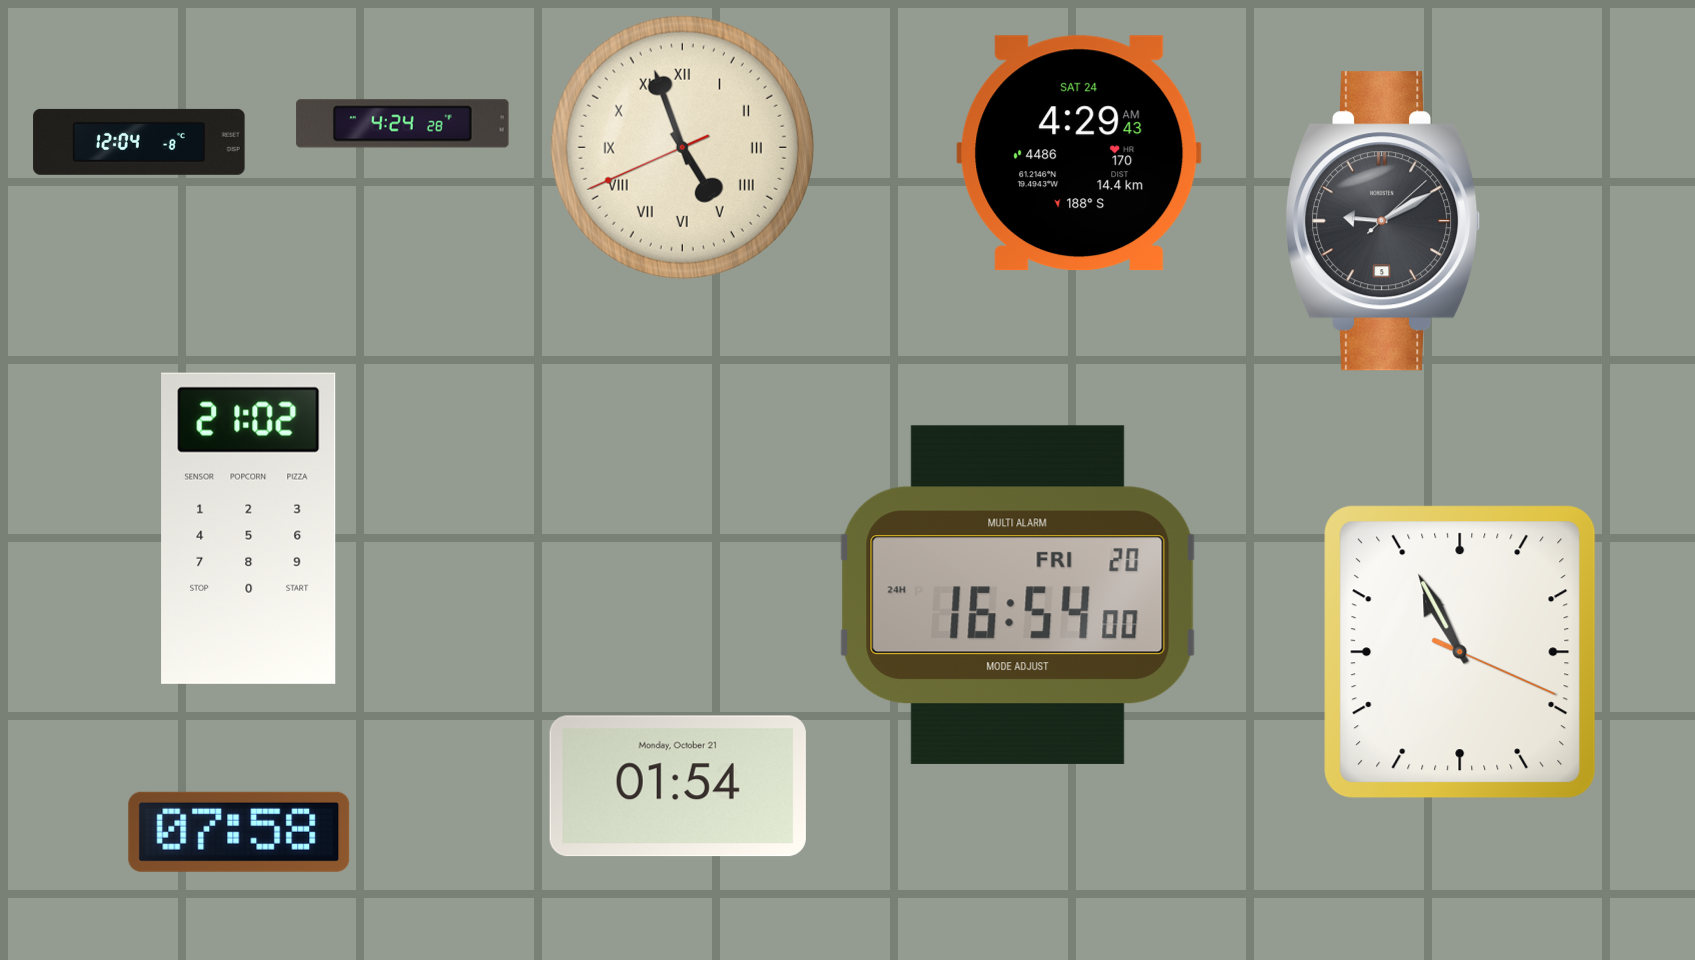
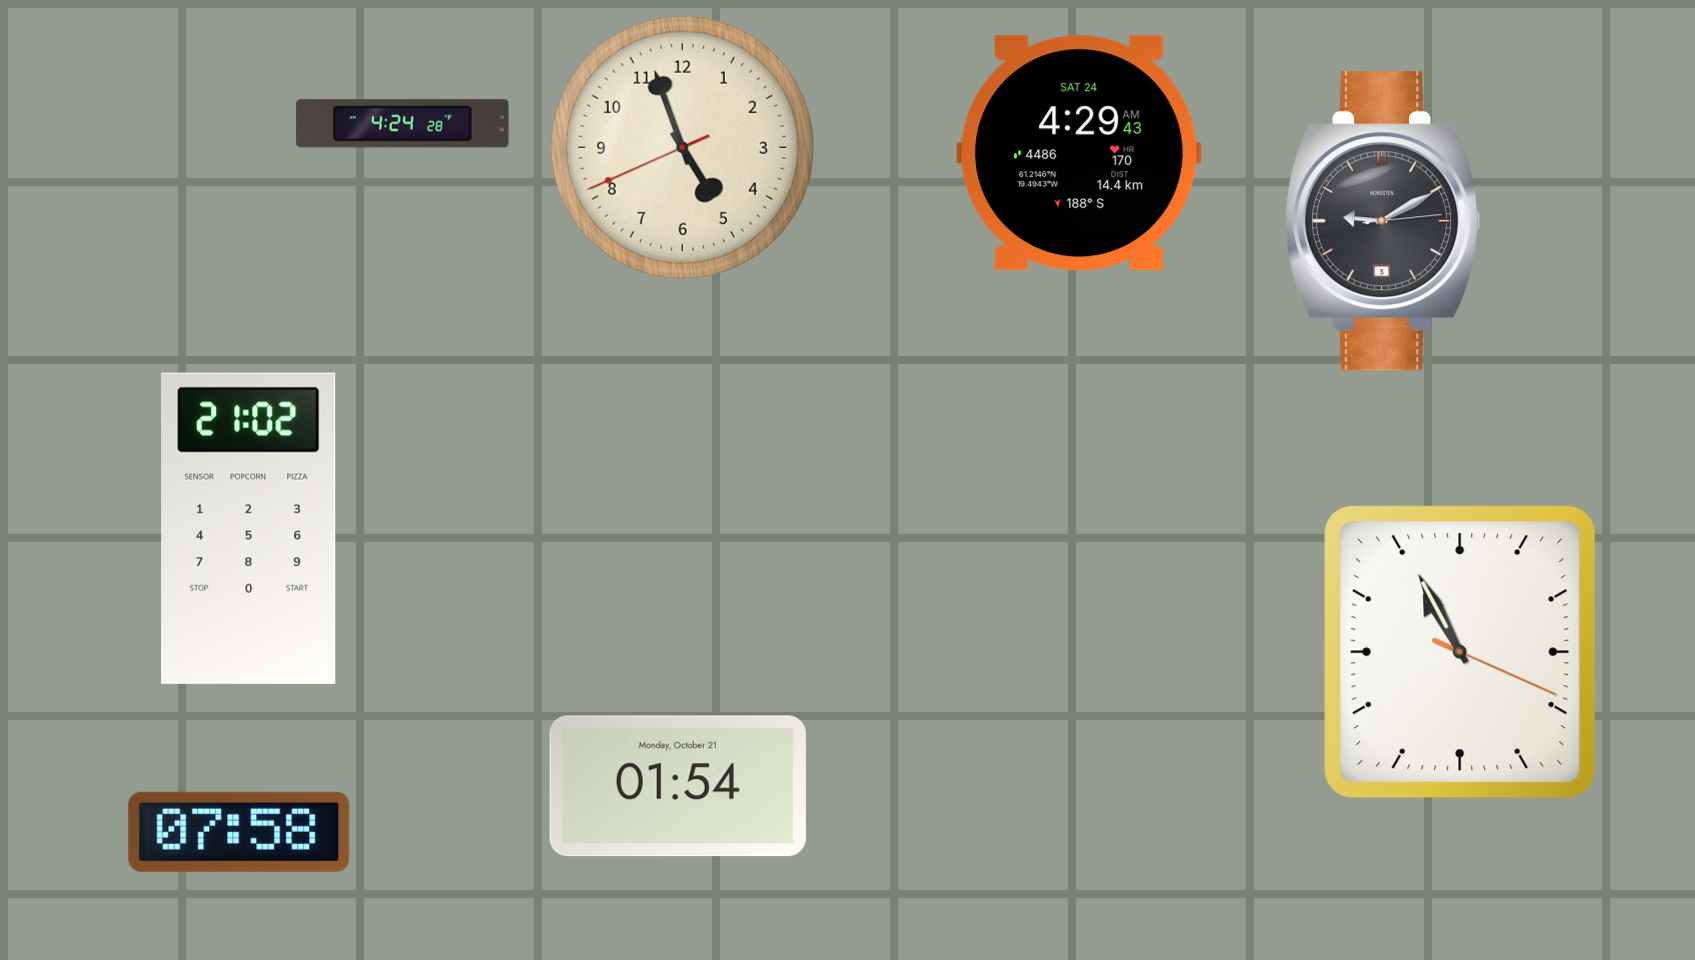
clock at (139, 142): 12:04 -> none
clock at (682, 147) numerals: Roman -> Arabic
clock at (1383, 221): 9:10:08 -> 9:10:14
clock at (1018, 595): 16:54 -> none
